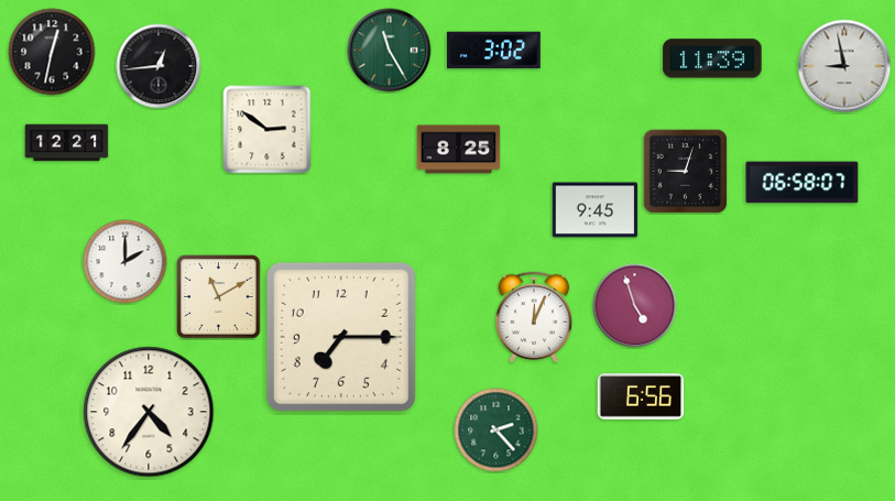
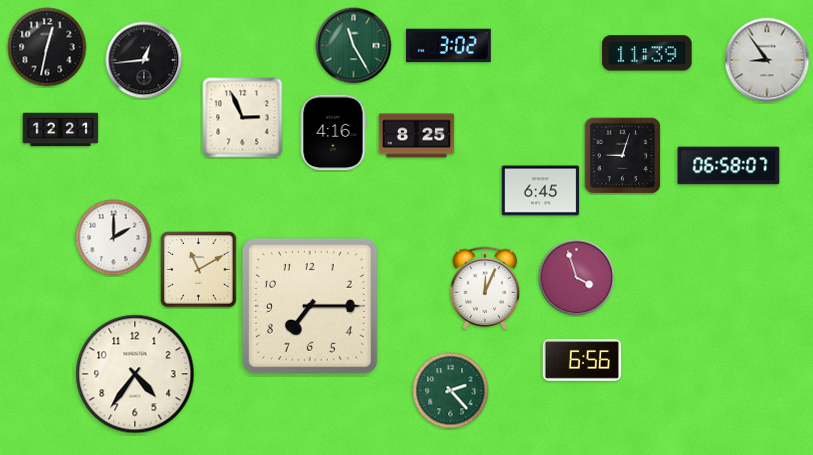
clock at (844, 66): 8:58 -> 8:54
clock at (268, 130): 2:51 -> 2:56
clock at (333, 133): none -> 4:16
clock at (596, 210): 9:45 -> 6:45
clock at (635, 306): 4:57 -> 3:57
